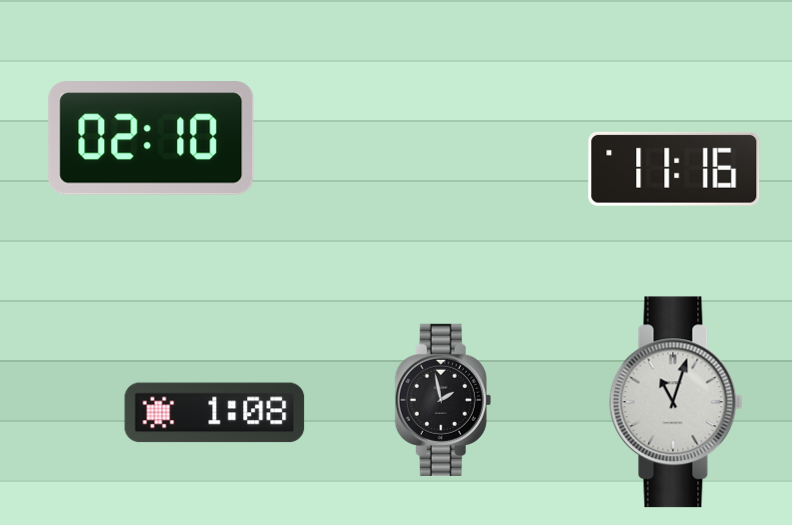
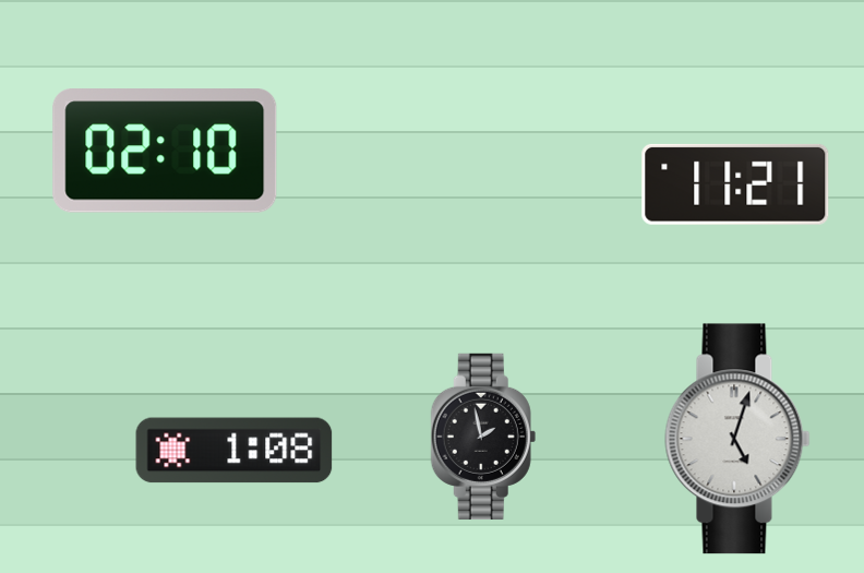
clock at (674, 169): 11:16 -> 11:21
clock at (676, 402): 11:03 -> 5:03
